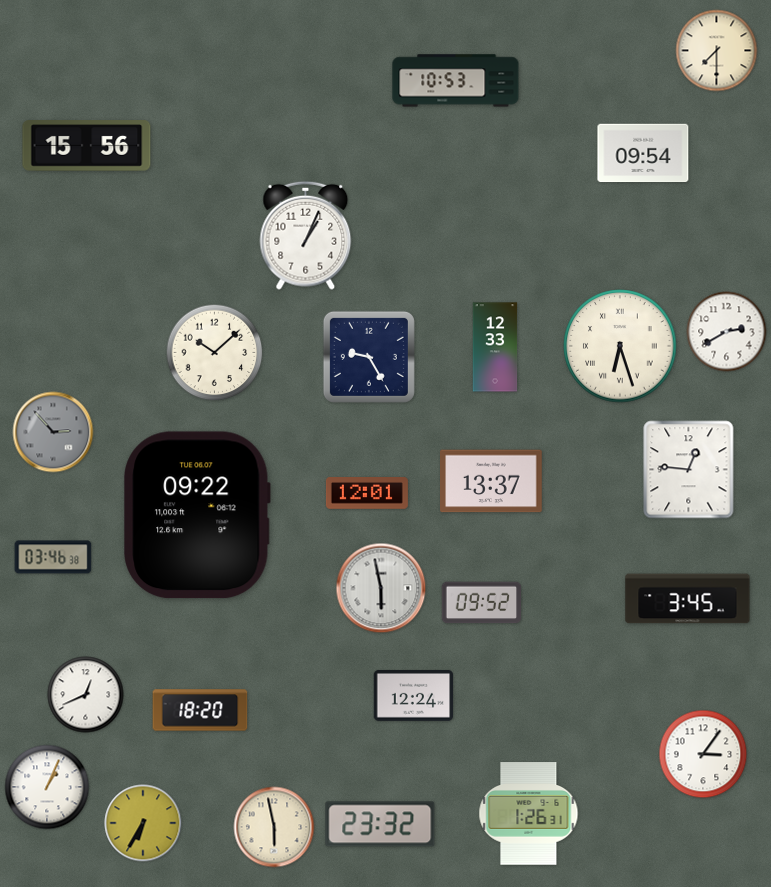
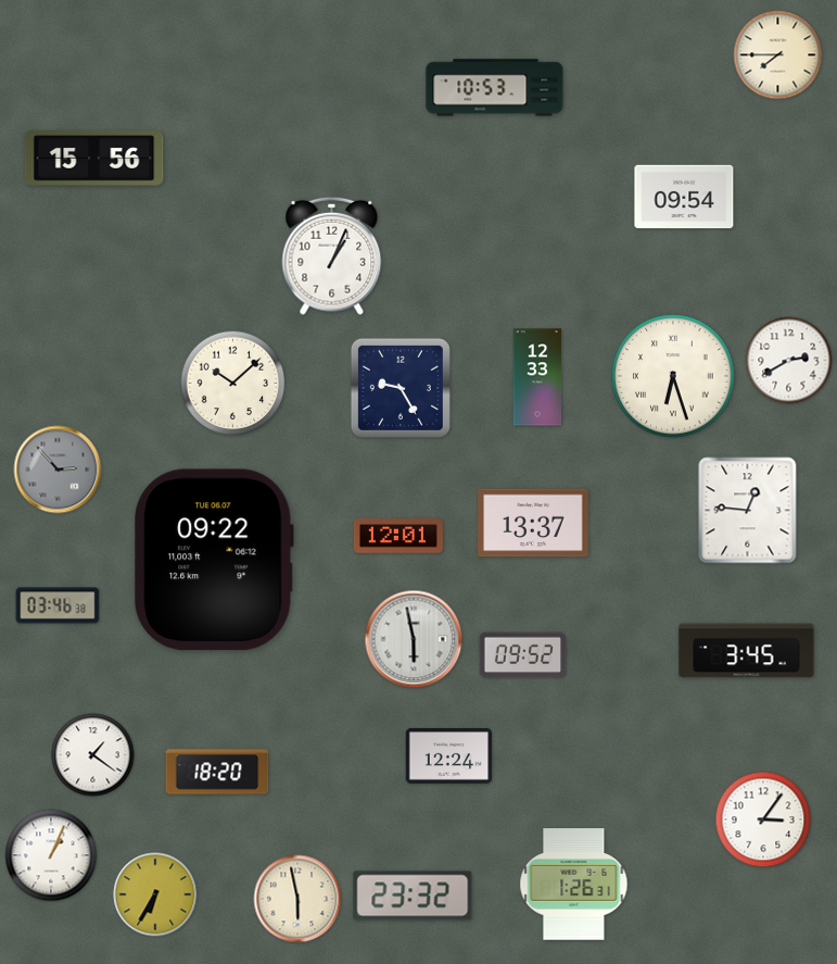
clock at (717, 51): 7:30 -> 7:45
clock at (643, 153) position: (643, 153) -> (684, 197)
clock at (86, 695): 12:41 -> 1:21
